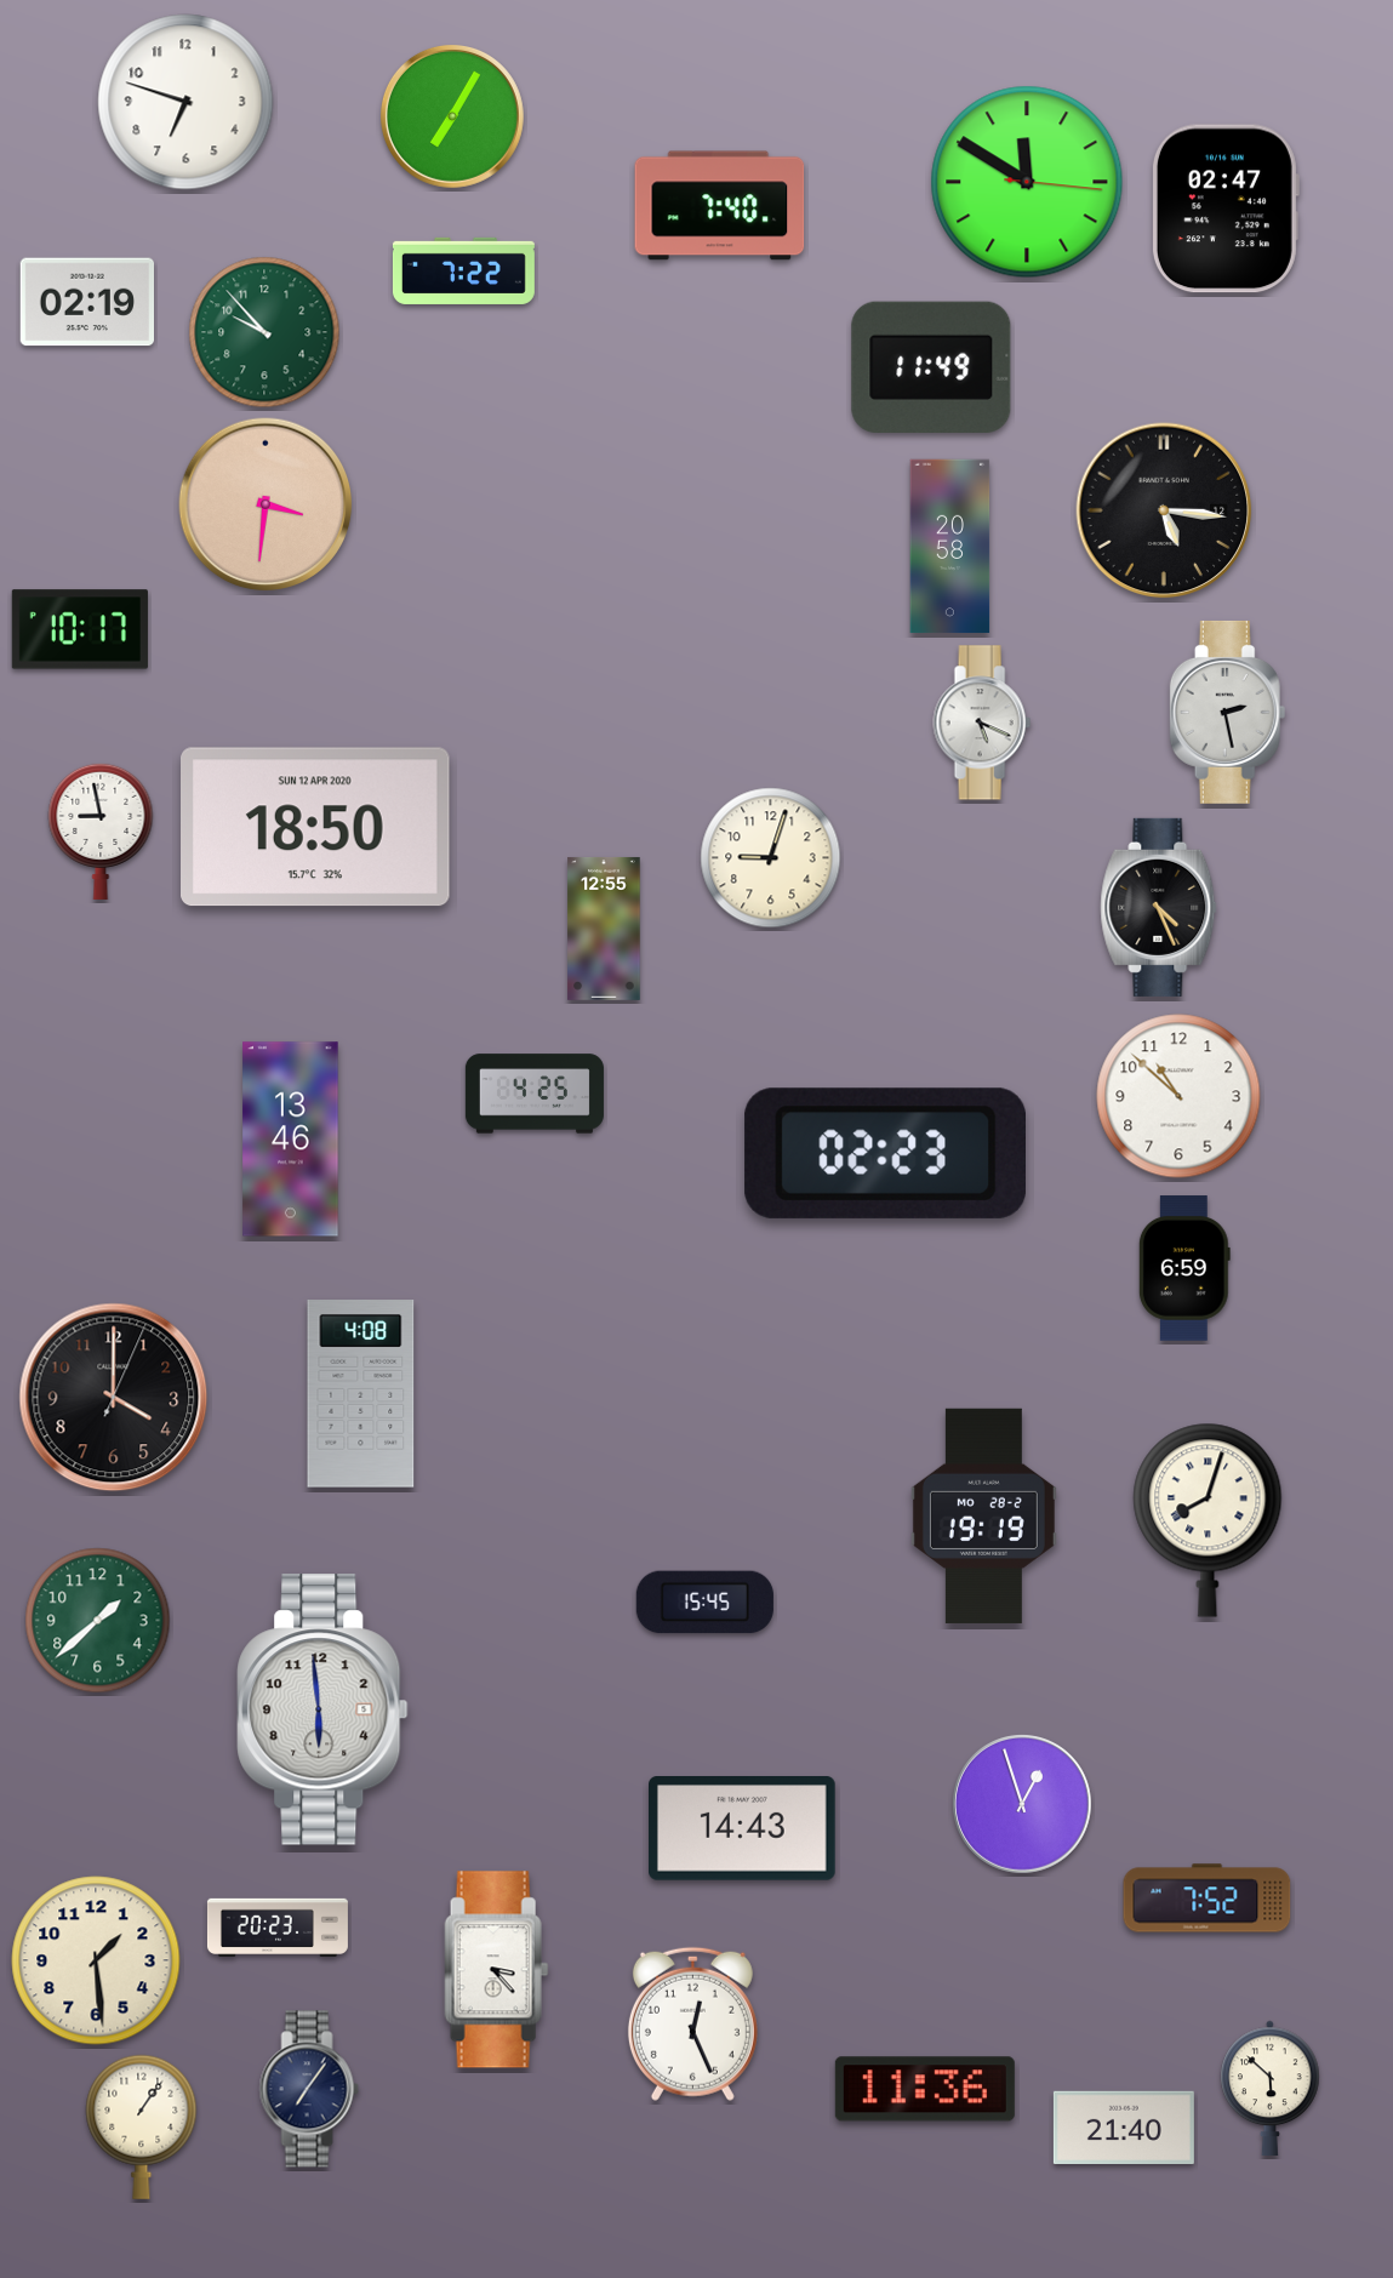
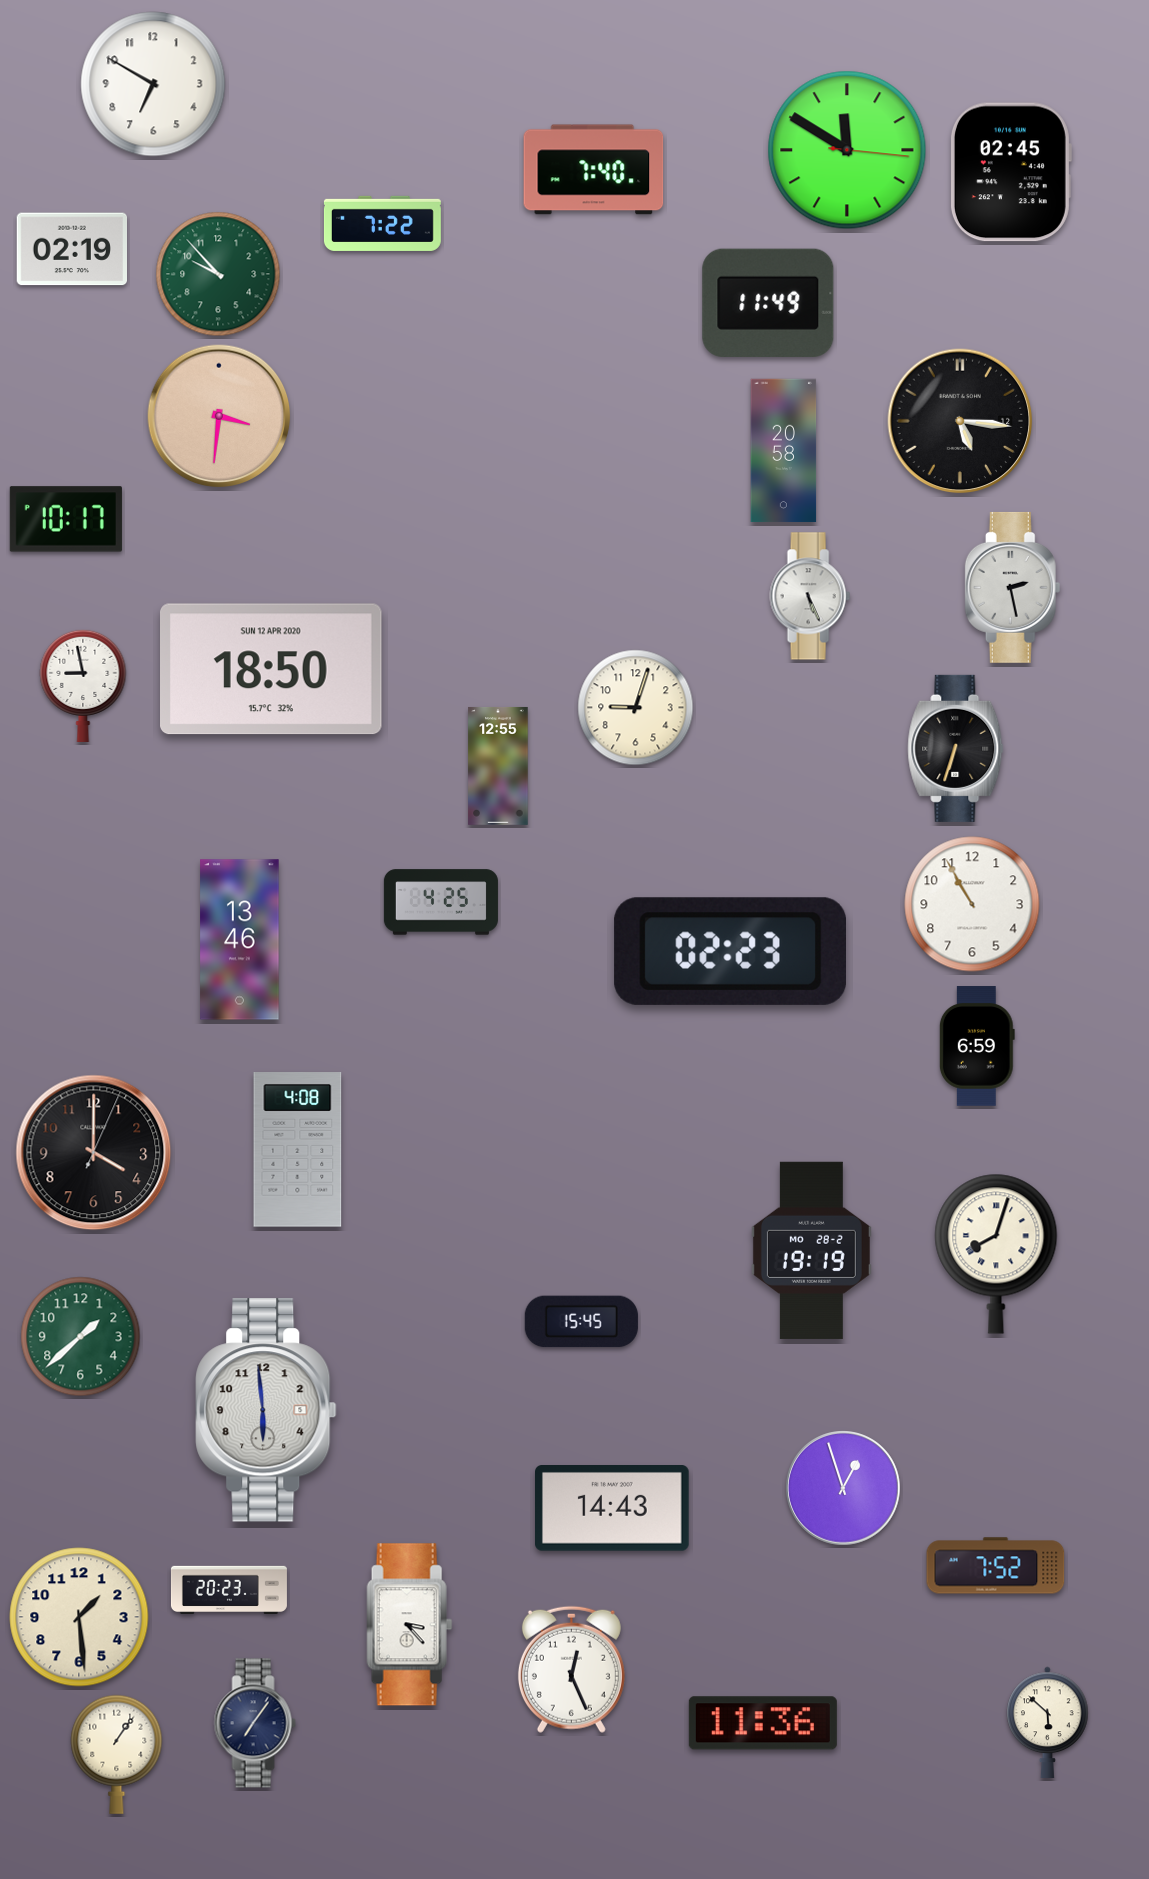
clock at (185, 102): 6:48 -> 6:50
clock at (452, 116): 7:05 -> none
clock at (1224, 209): 02:47 -> 02:45
clock at (982, 723): 5:19 -> 5:26
clock at (316, 827) position: (316, 827) -> (272, 669)
clock at (1159, 907): 4:26 -> 6:33
clock at (1178, 1096): 10:52 -> 10:55
clock at (1124, 2126): 21:40 -> none
